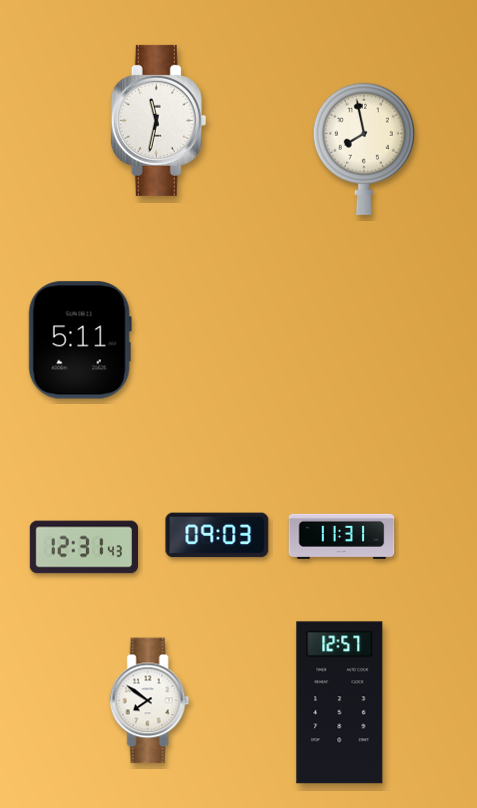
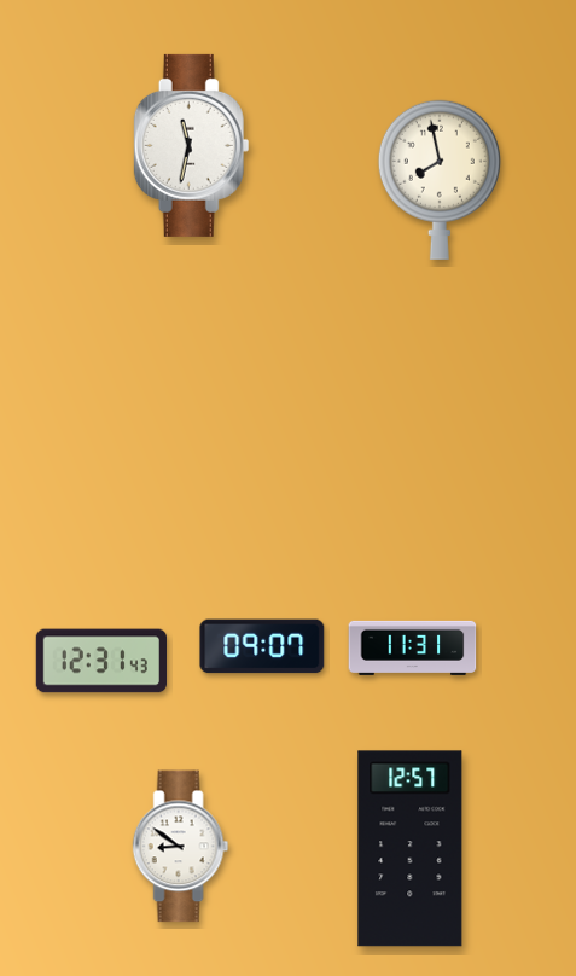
clock at (80, 340): 5:11 -> none
clock at (217, 535): 09:03 -> 09:07
clock at (150, 701): 7:51 -> 8:51
